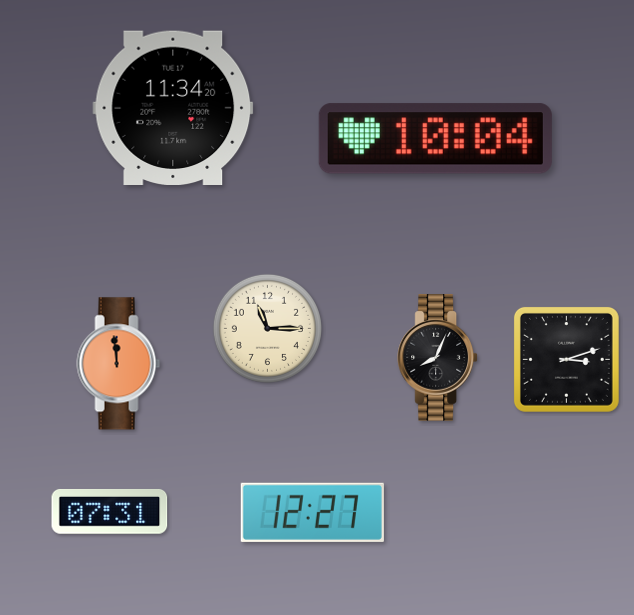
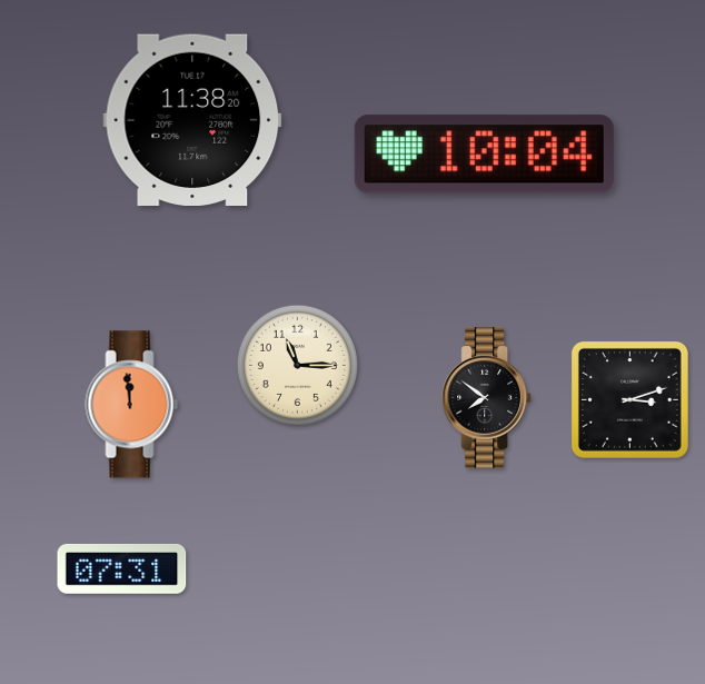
clock at (173, 107): 11:34 -> 11:38
clock at (438, 358): 8:04 -> 7:51
clock at (312, 512): 12:27 -> none
